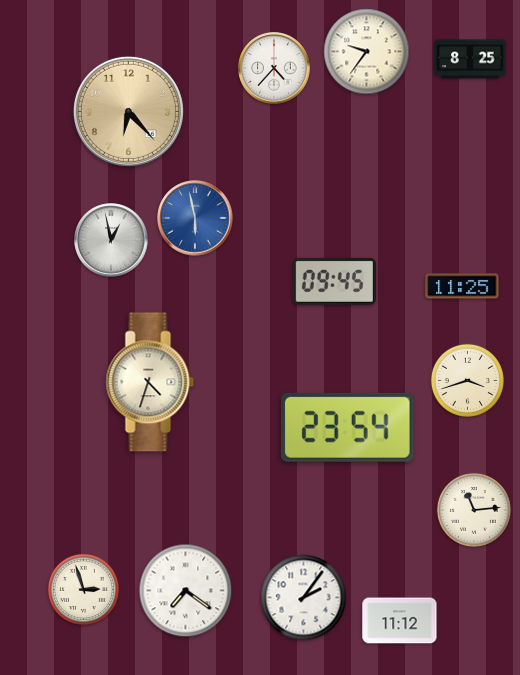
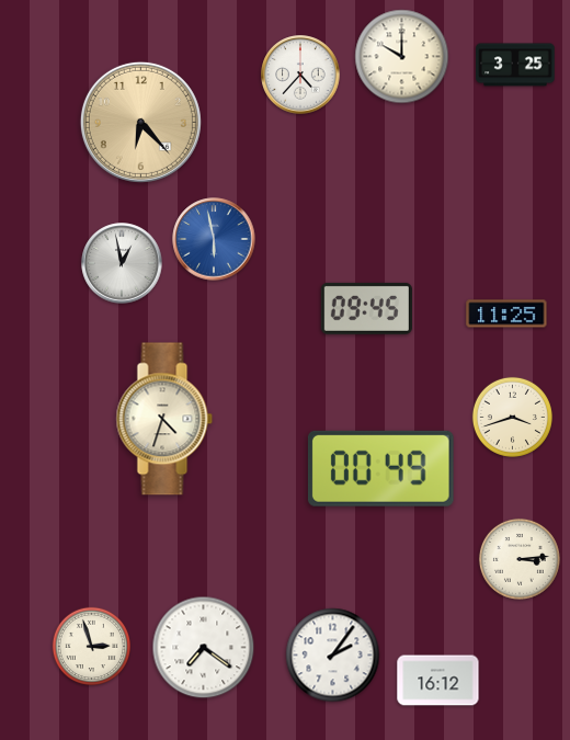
clock at (367, 52): 9:36 -> 10:00
clock at (470, 59): 8:25 -> 3:25
clock at (347, 427): 23:54 -> 00:49
clock at (474, 510): 11:14 -> 3:14
clock at (400, 621): 11:12 -> 16:12
